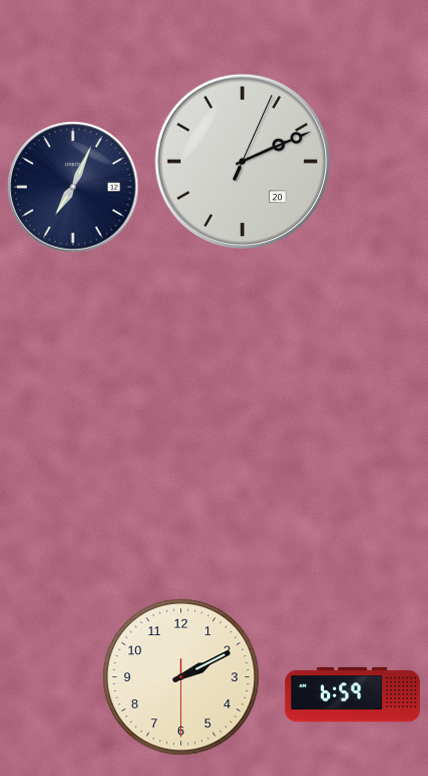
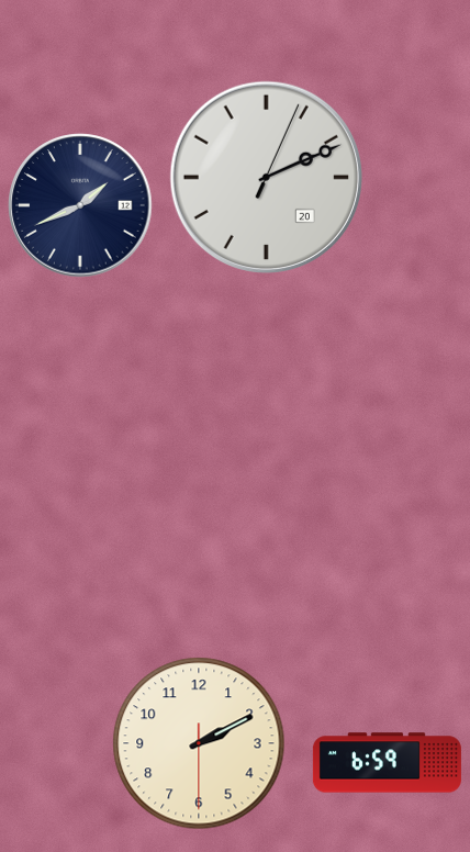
clock at (73, 187): 7:04 -> 1:41
